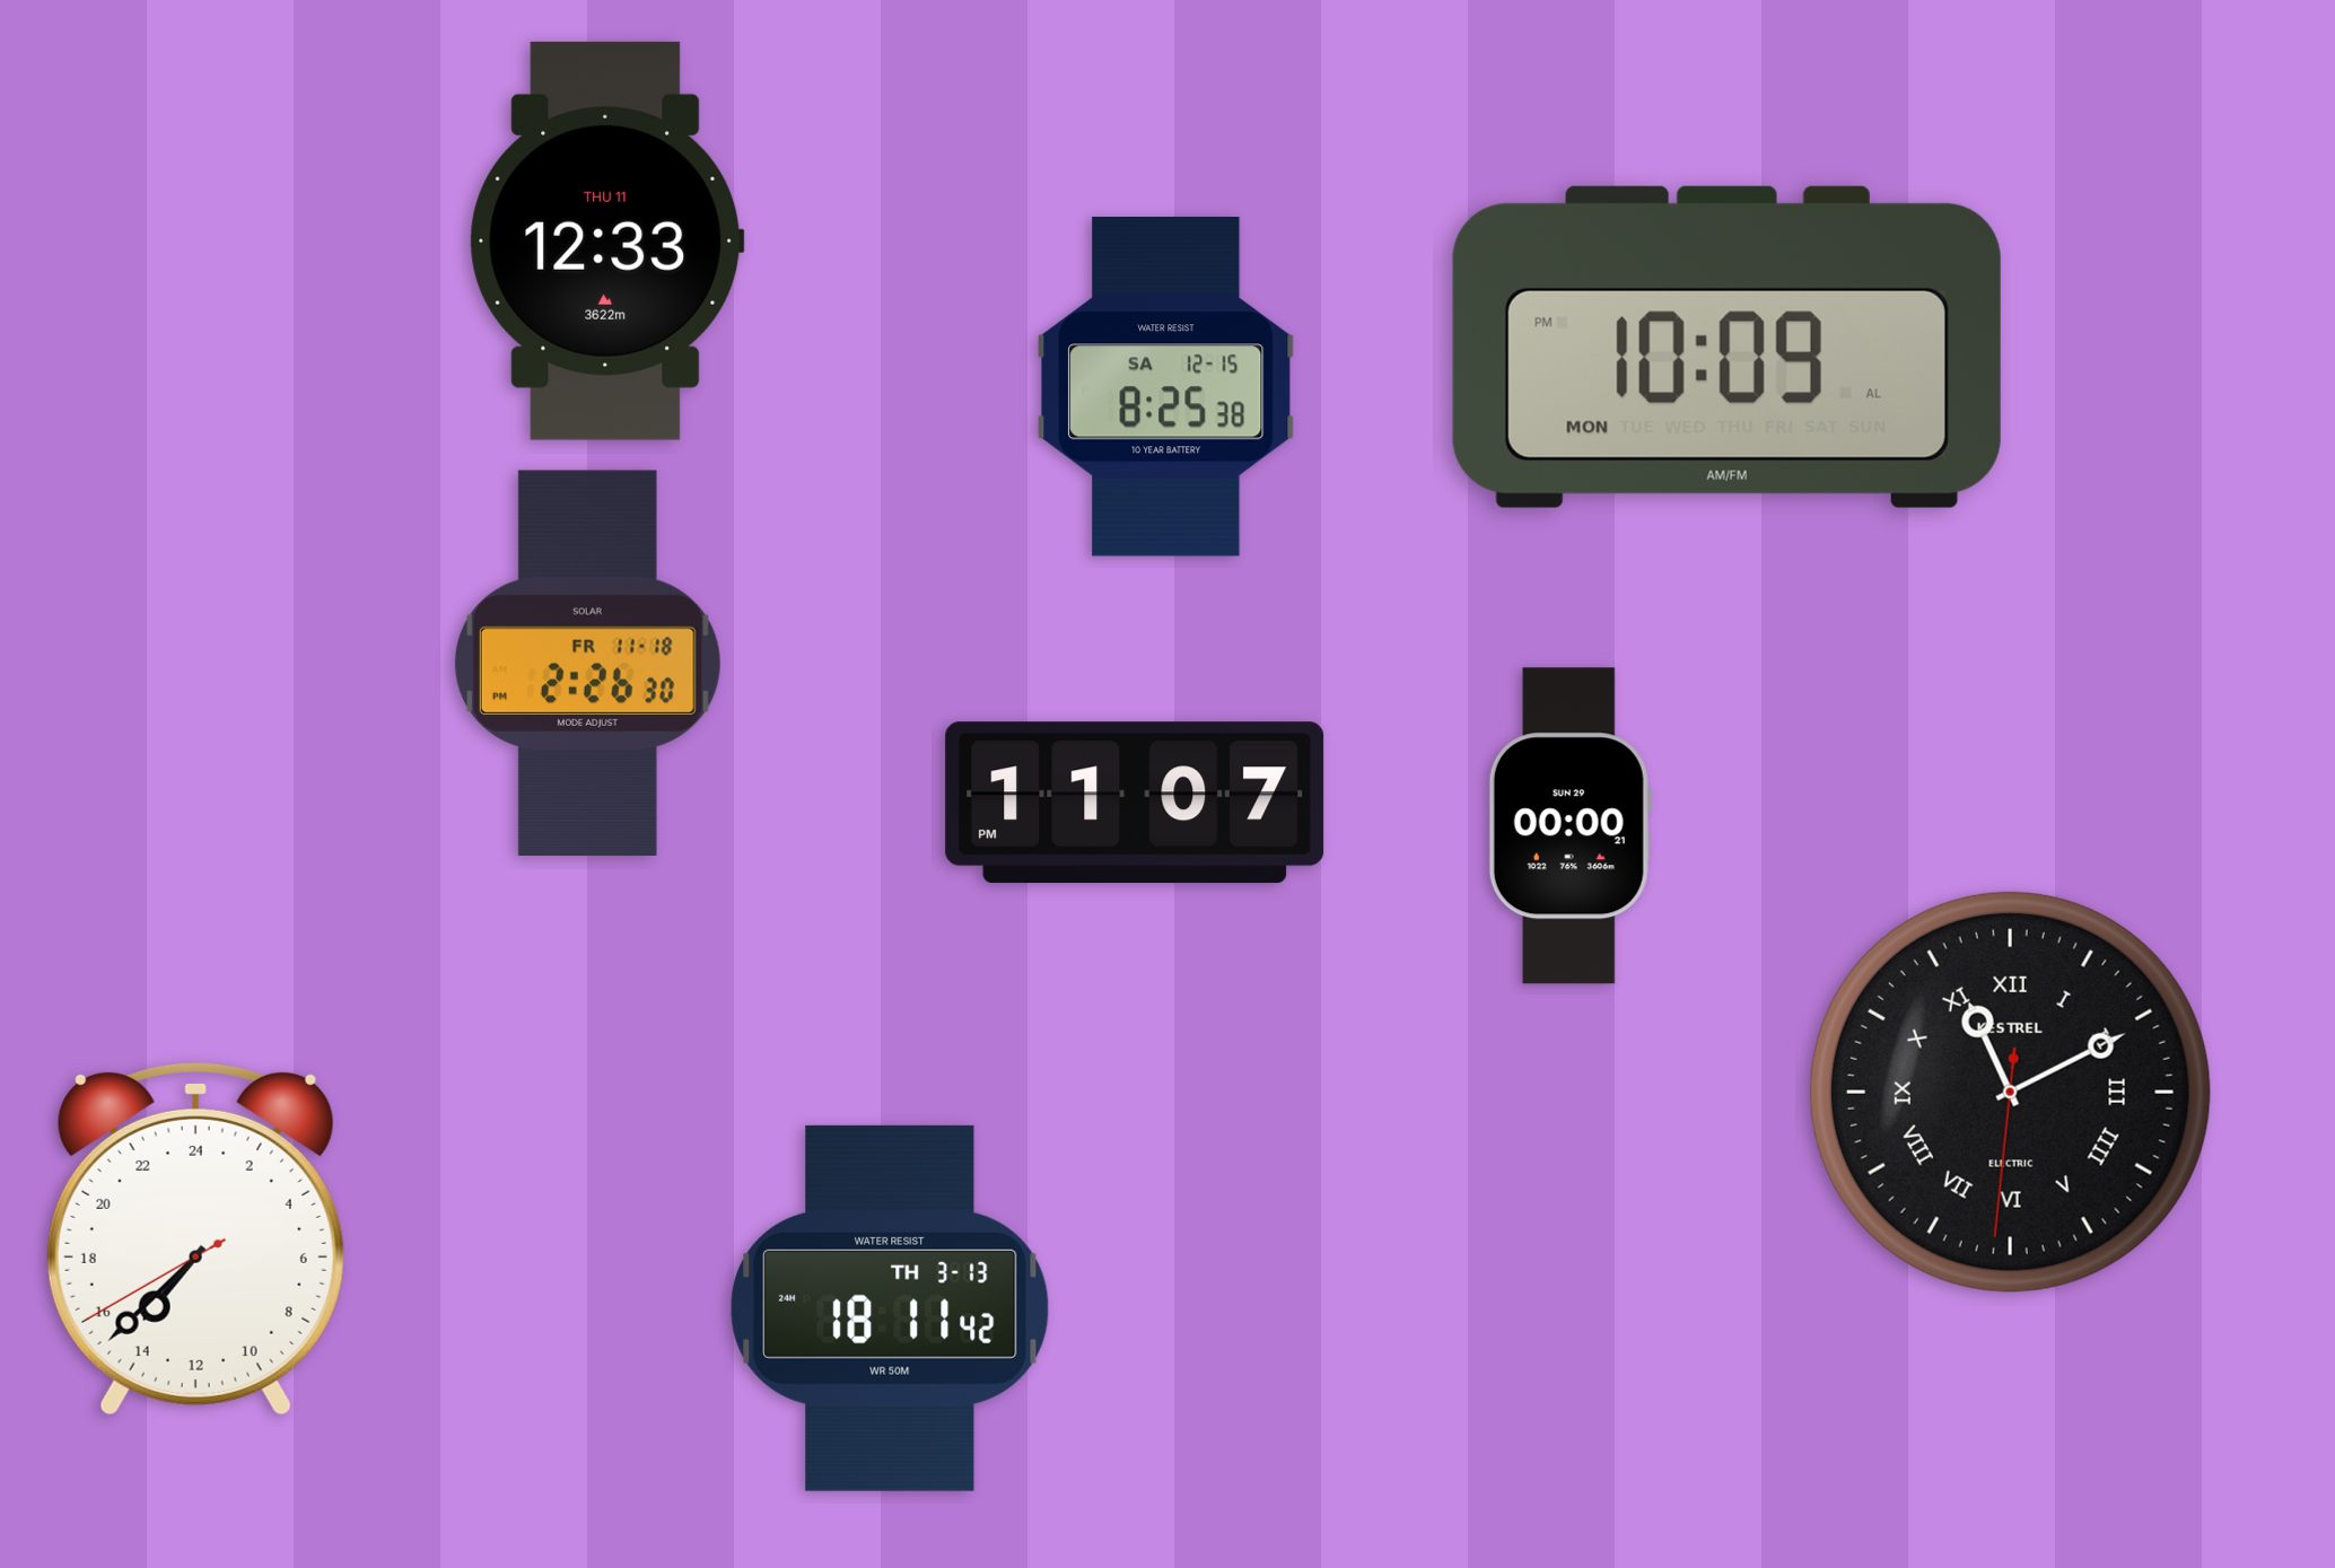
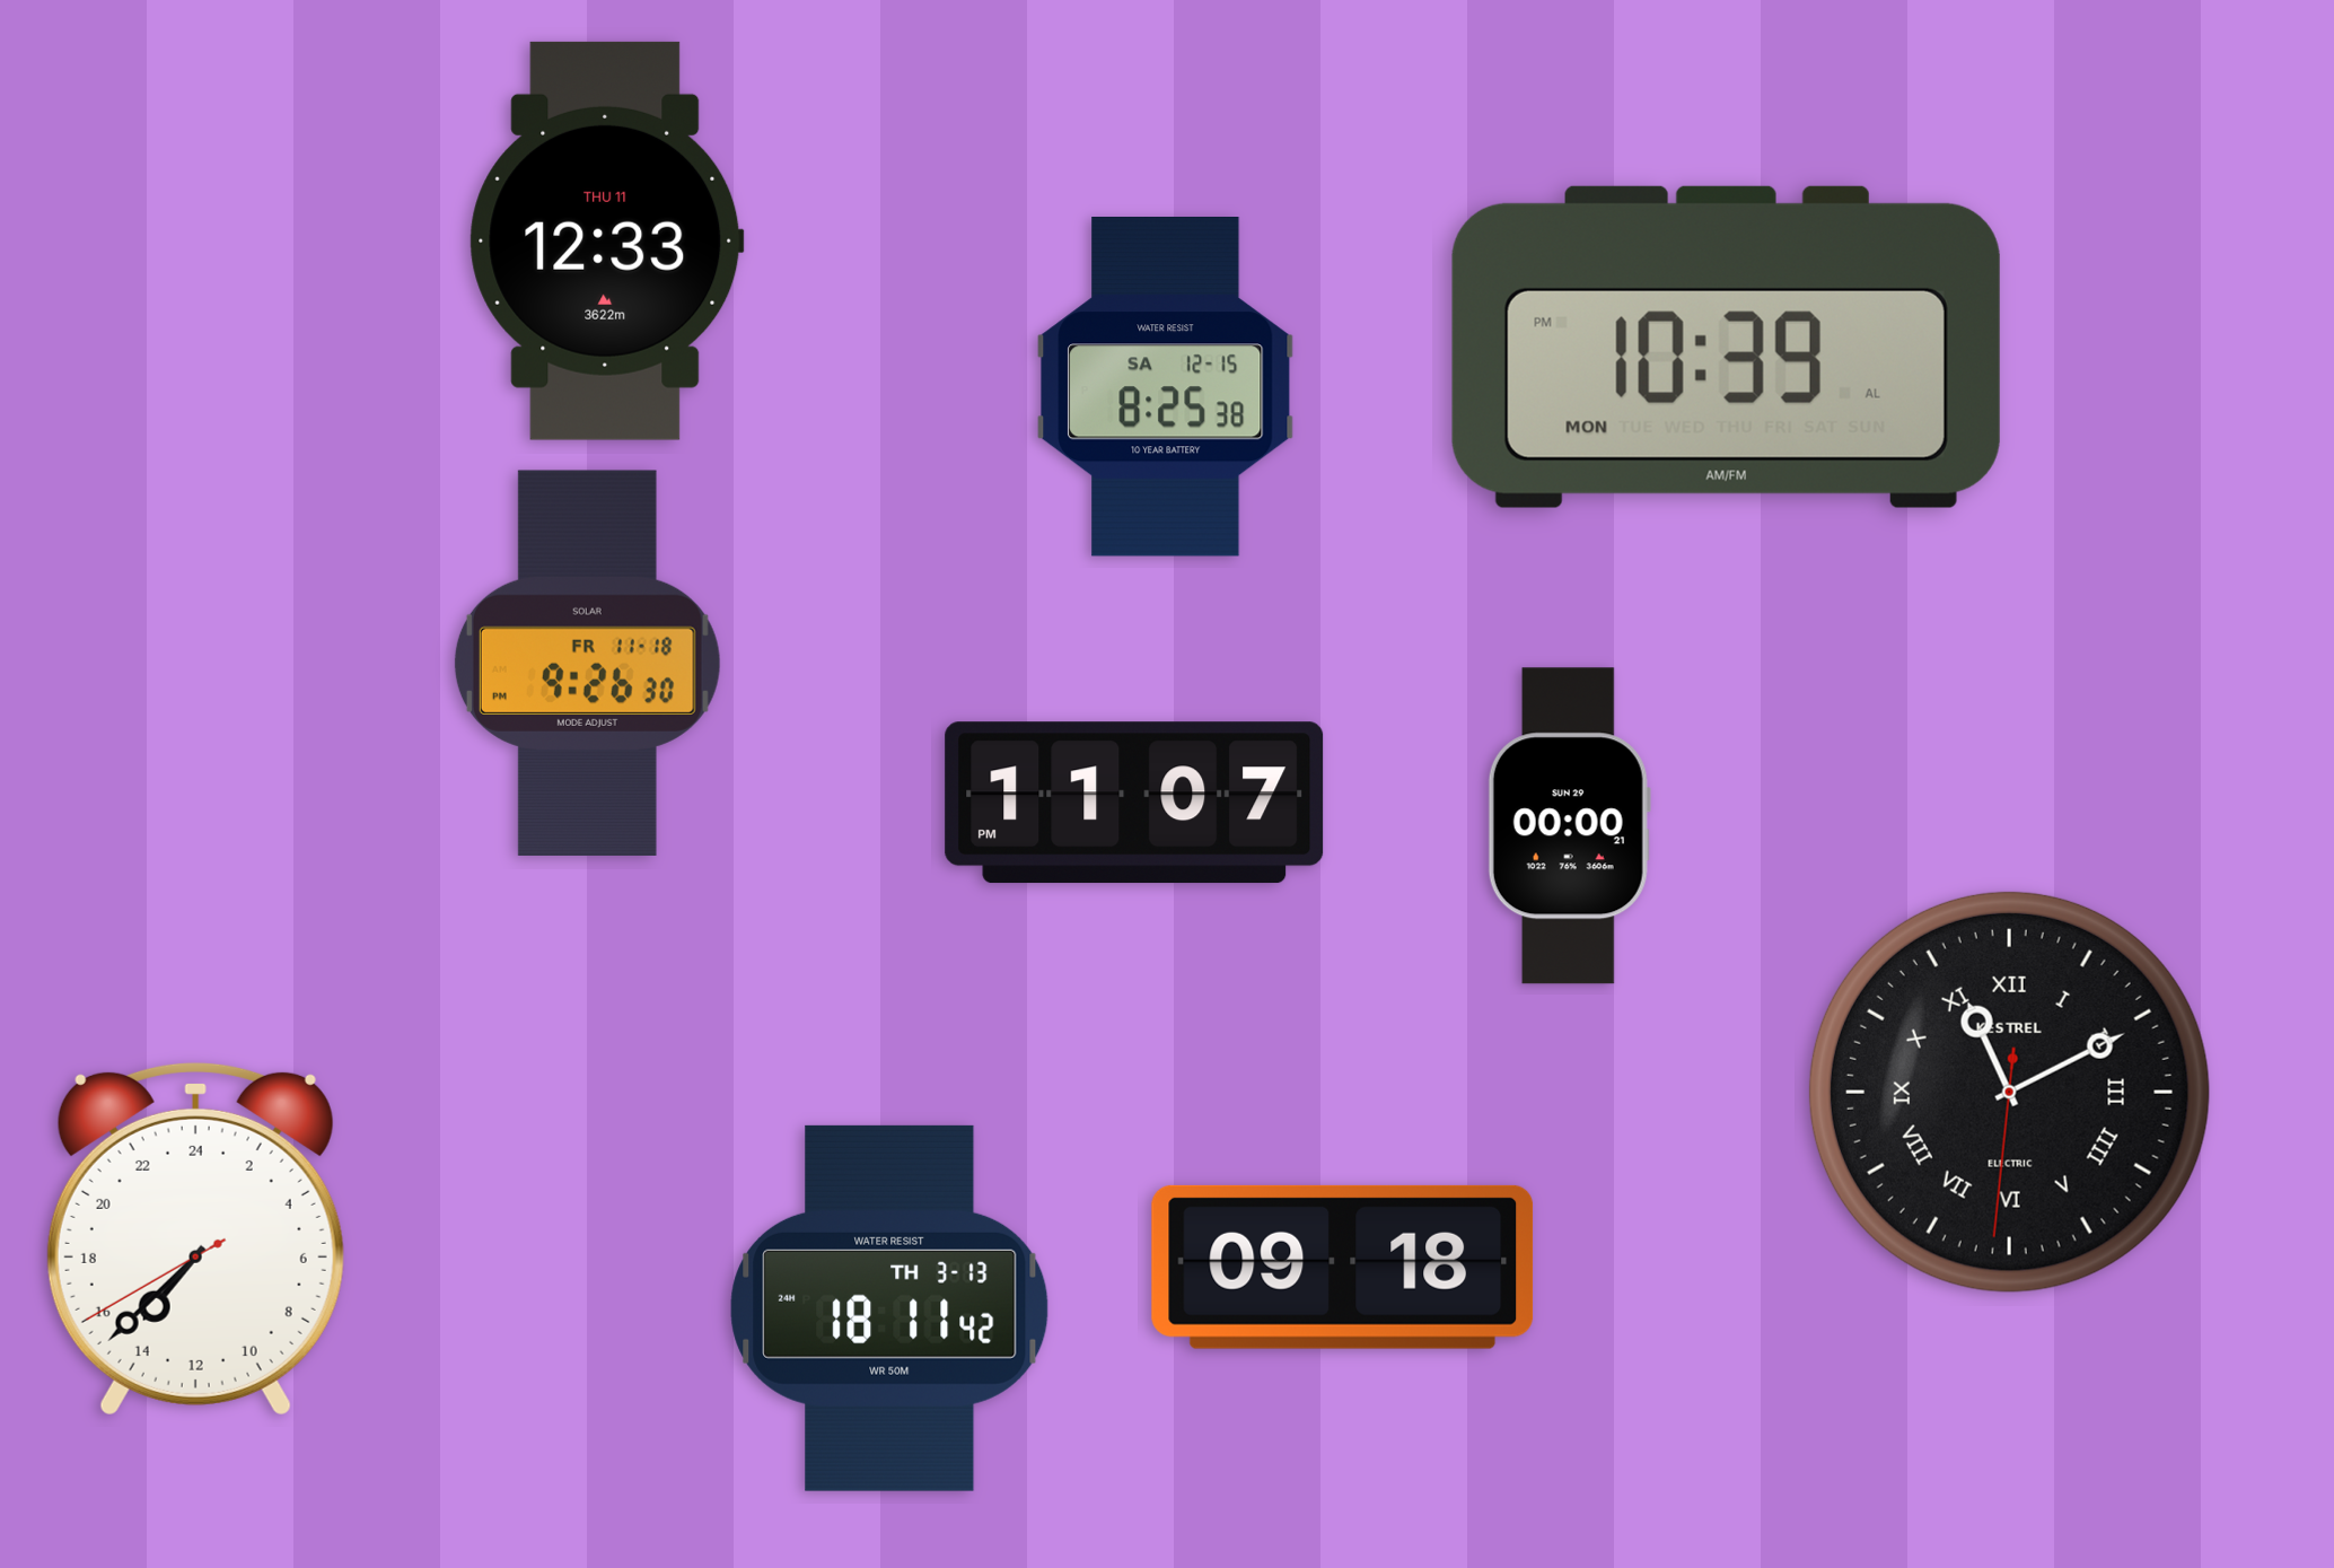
clock at (1726, 347): 10:09 -> 10:39
clock at (587, 663): 2:26 -> 9:26
clock at (1343, 1267): none -> 09:18
